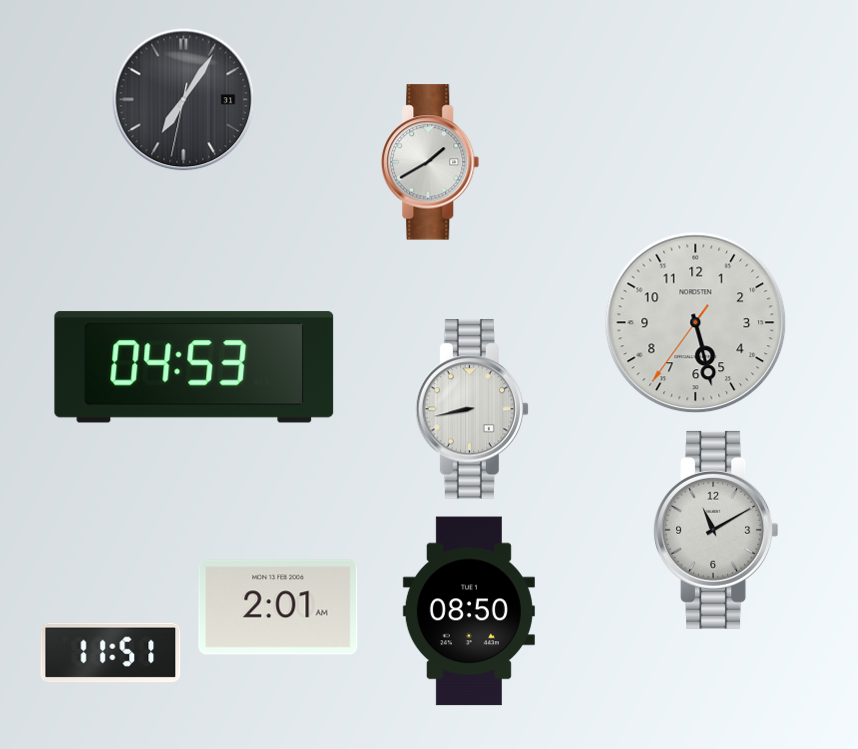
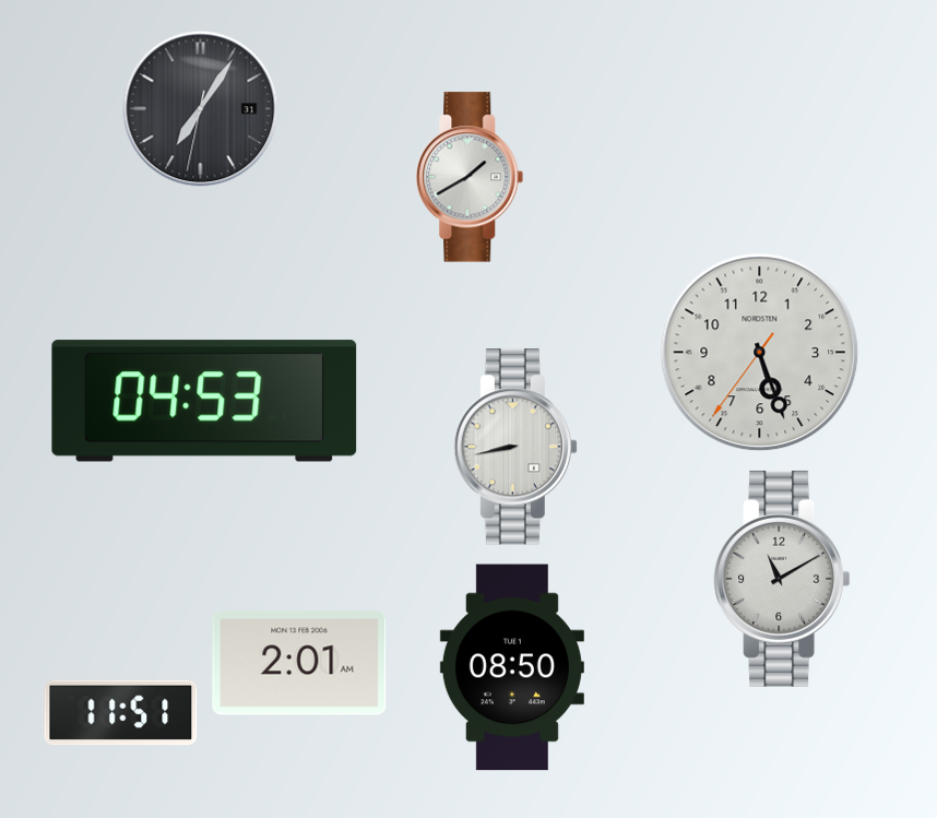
clock at (696, 323): 5:27 -> 5:26
clock at (194, 367) position: (194, 367) -> (204, 401)
clock at (278, 607) position: (278, 607) -> (299, 663)
